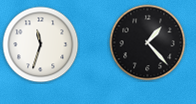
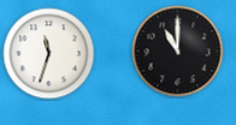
clock at (148, 43): 1:23 -> 11:00
